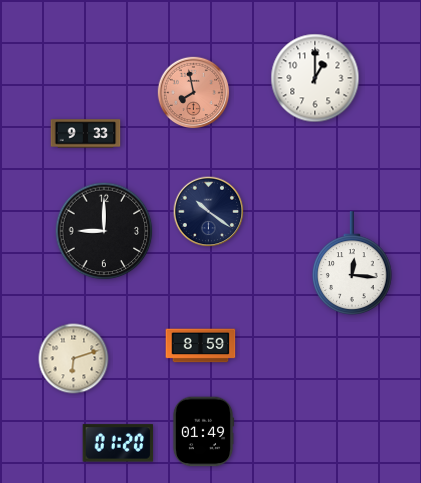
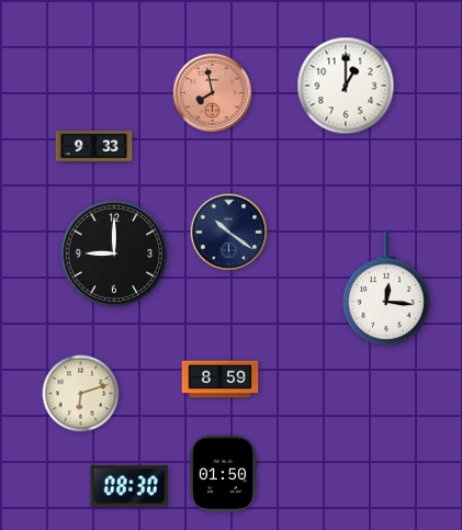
clock at (194, 93) position: (194, 93) -> (213, 93)
clock at (203, 432): 01:49 -> 01:50
clock at (118, 443): 01:20 -> 08:30
